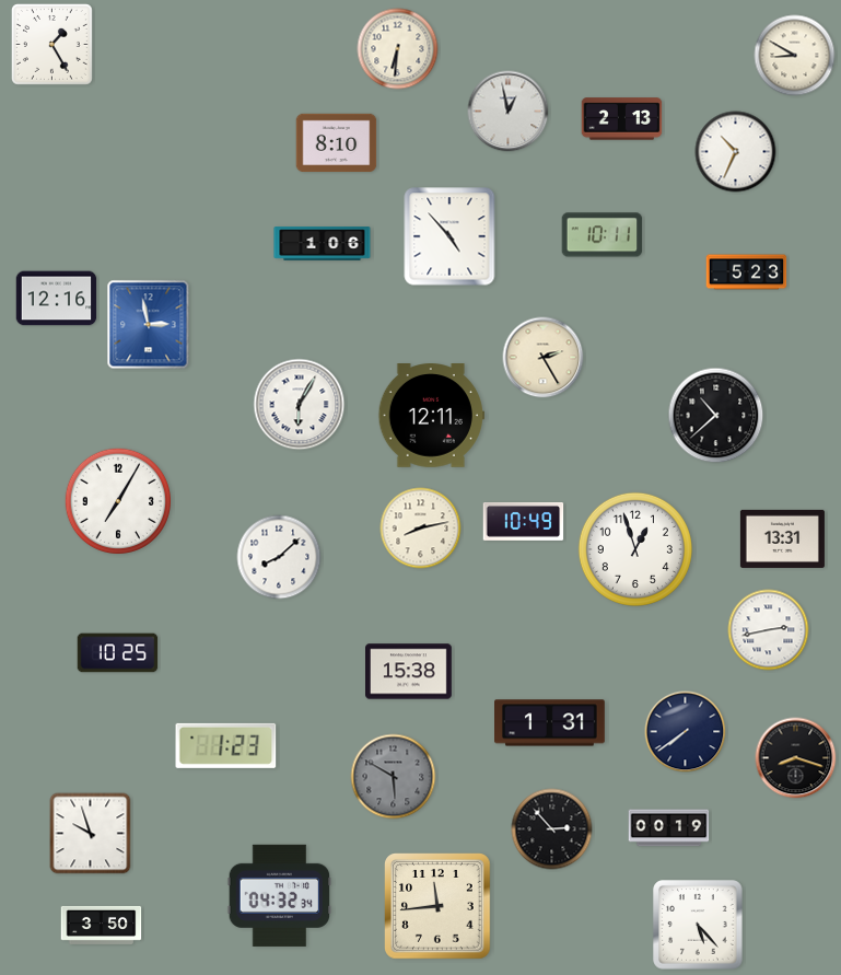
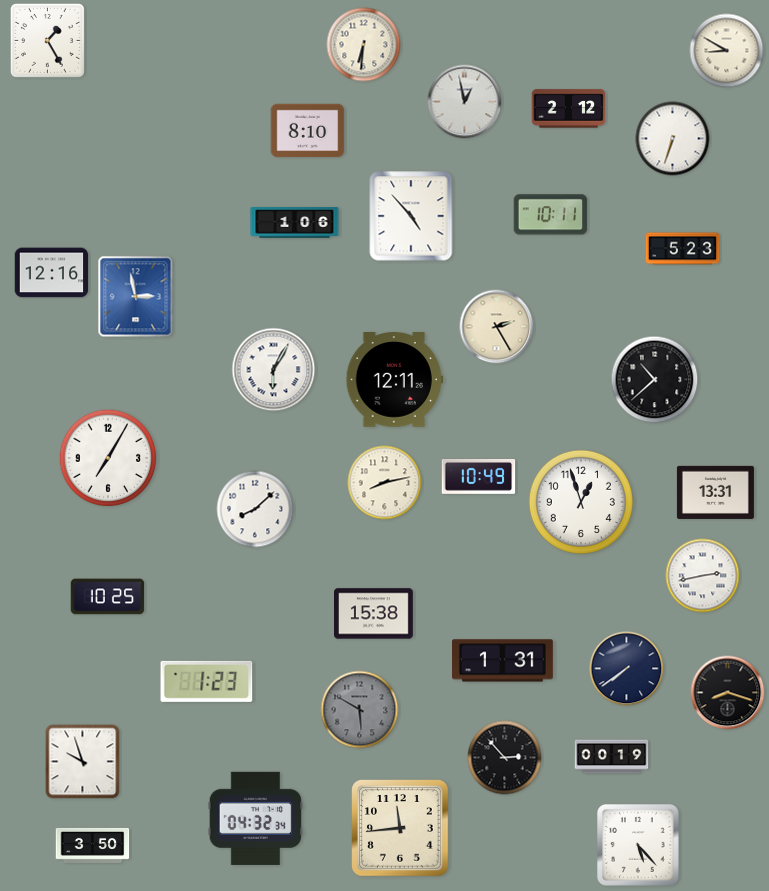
clock at (622, 119): 2:13 -> 2:12
clock at (736, 152): 10:34 -> 6:33
